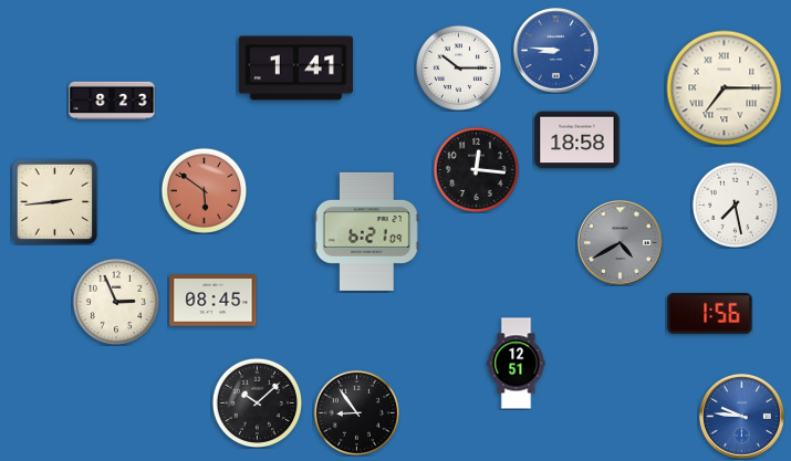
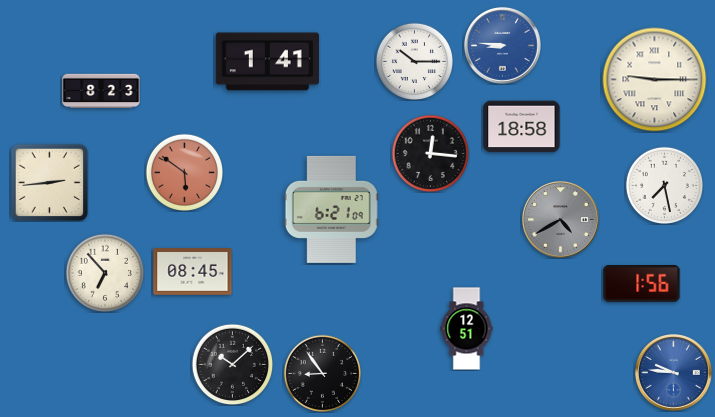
clock at (725, 88): 7:15 -> 9:15
clock at (115, 301): 2:56 -> 6:53
clock at (741, 416) position: (741, 416) -> (673, 372)
